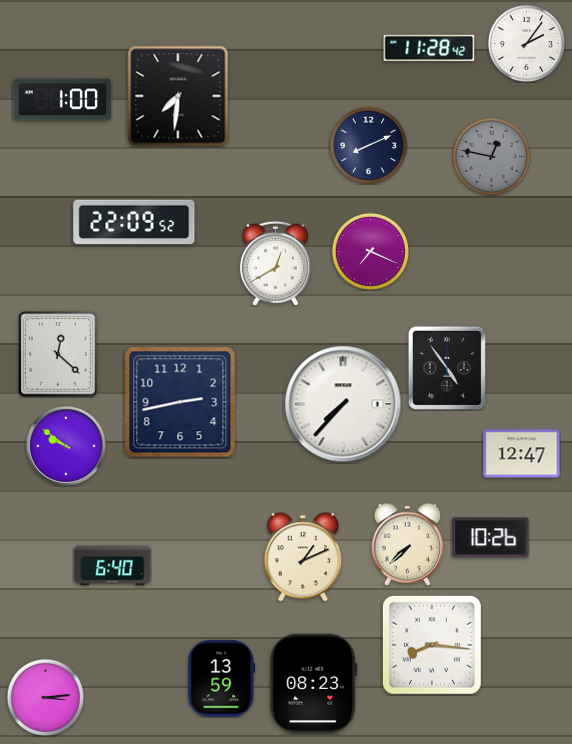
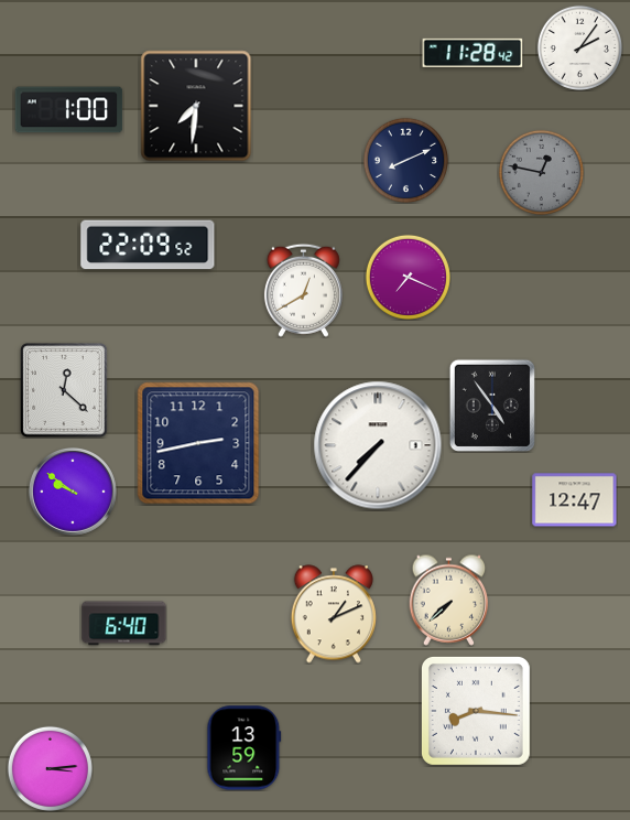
clock at (491, 538): 10:26 -> none
clock at (314, 683): 08:23 -> none
